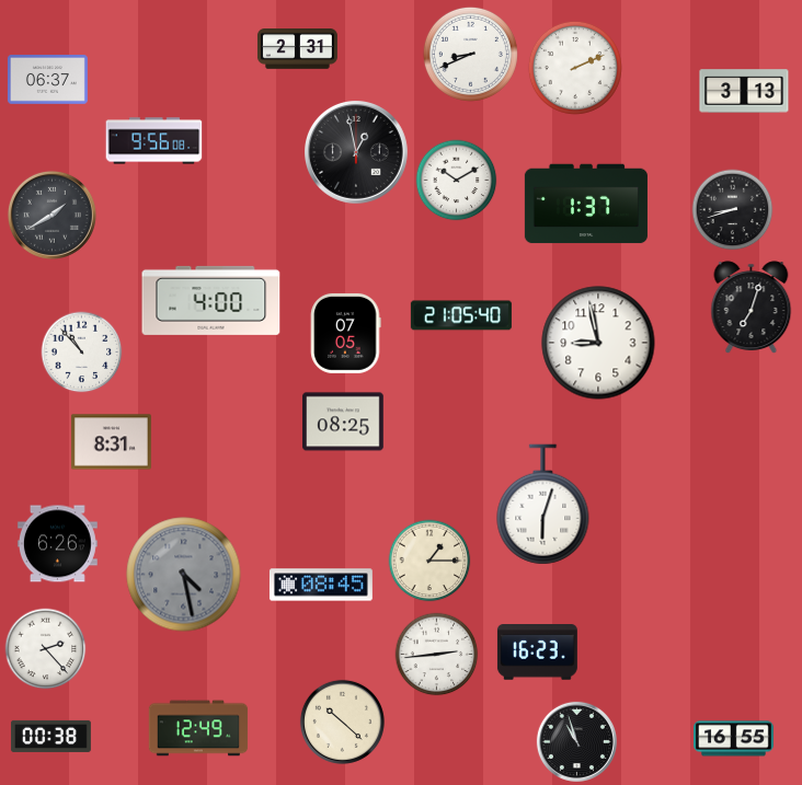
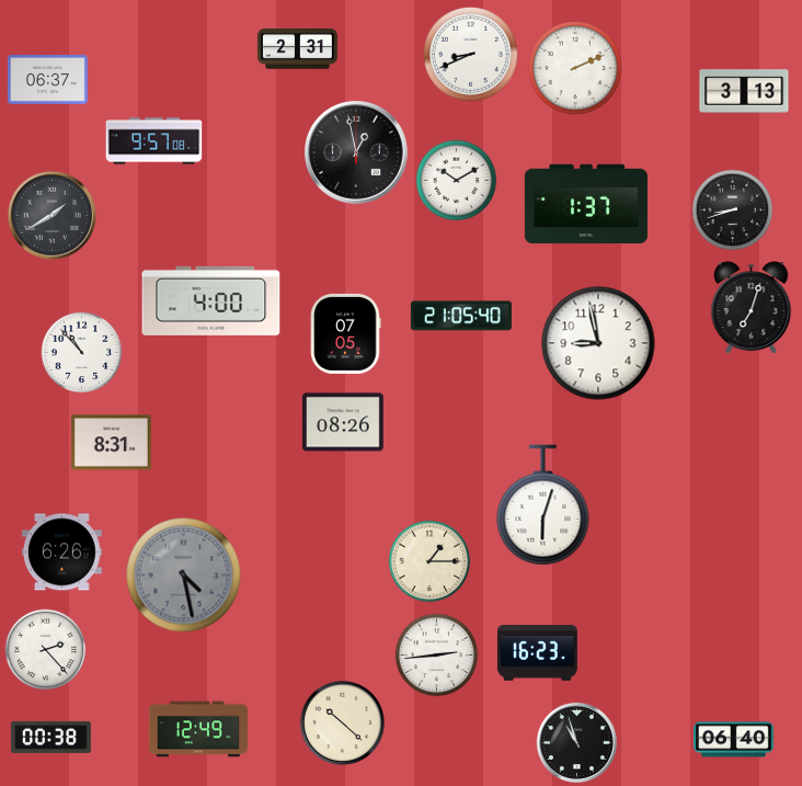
clock at (154, 141): 9:56 -> 9:57
clock at (344, 422): 08:25 -> 08:26
clock at (57, 544) position: (57, 544) -> (61, 553)
clock at (321, 585): 08:45 -> none
clock at (733, 739): 16:55 -> 06:40
